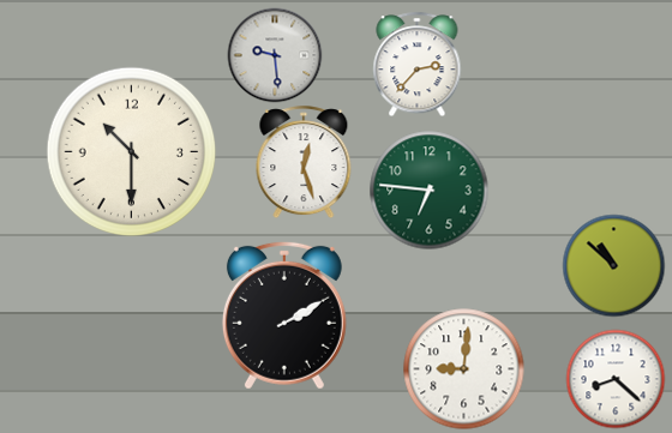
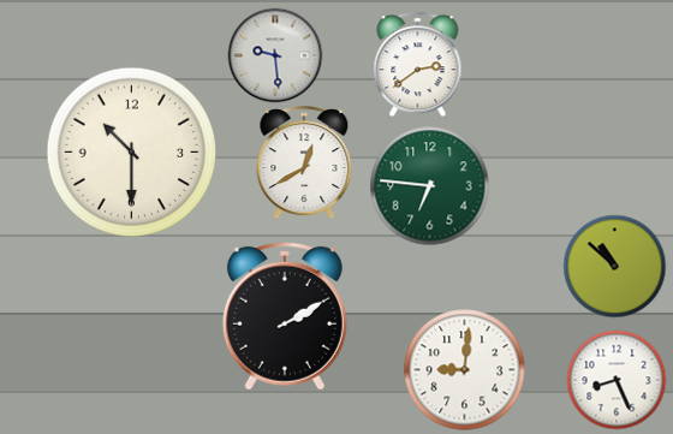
clock at (418, 64): 2:37 -> 2:39
clock at (304, 162): 12:27 -> 12:40
clock at (430, 191) position: (430, 191) -> (430, 186)
clock at (616, 379): 8:22 -> 8:26
